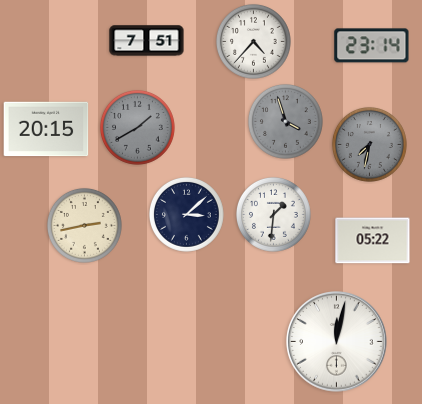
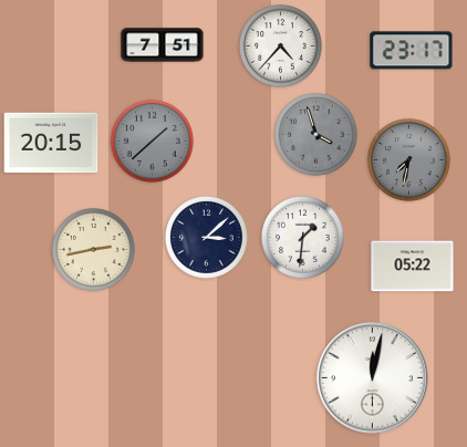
clock at (372, 46): 23:14 -> 23:17
clock at (137, 127): 1:40 -> 1:38
